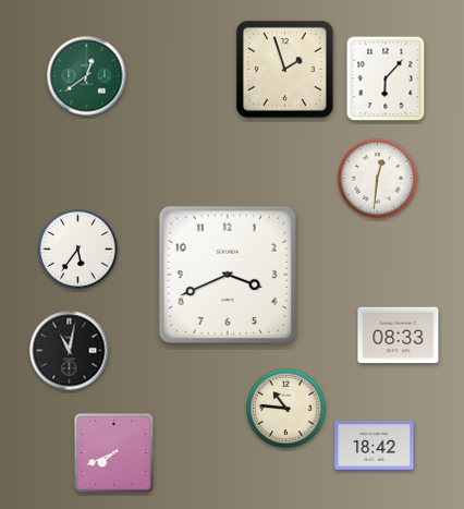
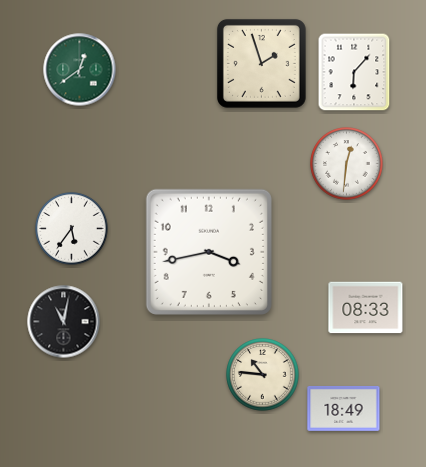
clock at (228, 275): 3:41 -> 3:43
clock at (375, 445): 18:42 -> 18:49
clock at (113, 452): 7:41 -> none
